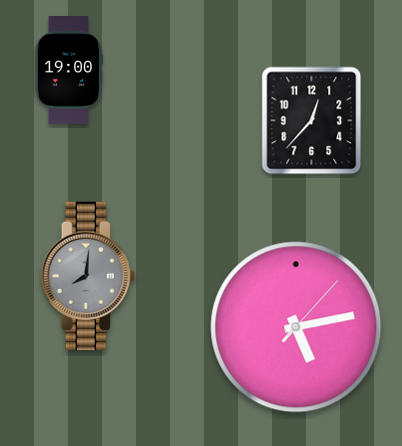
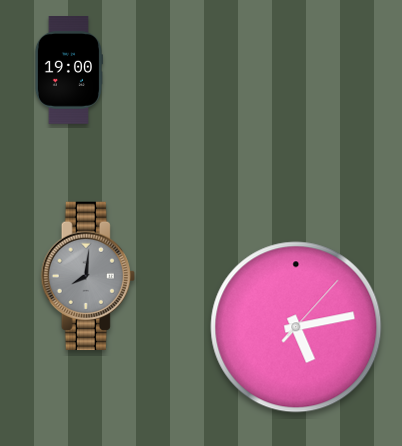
clock at (312, 121): 12:37 -> none
